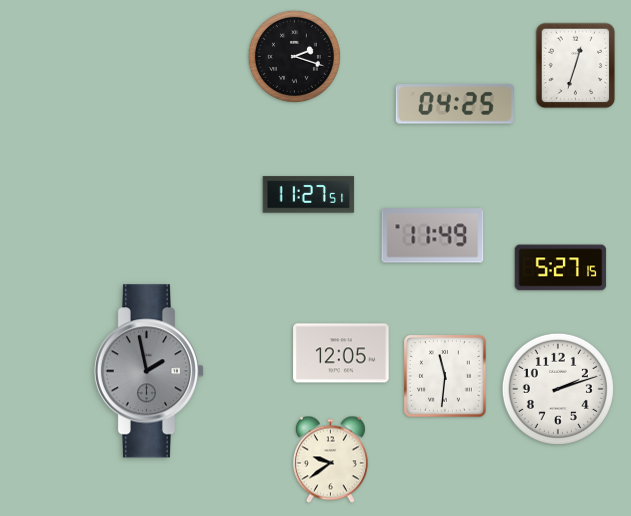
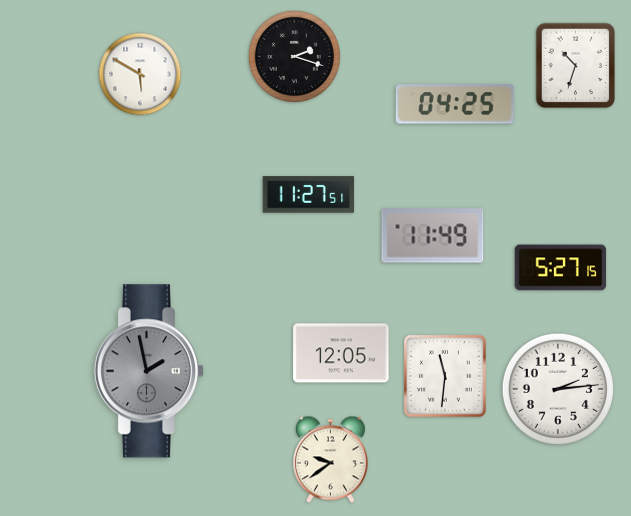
clock at (576, 66): 12:33 -> 10:33
clock at (140, 74): none -> 5:50
clock at (558, 389): 2:12 -> 2:14
